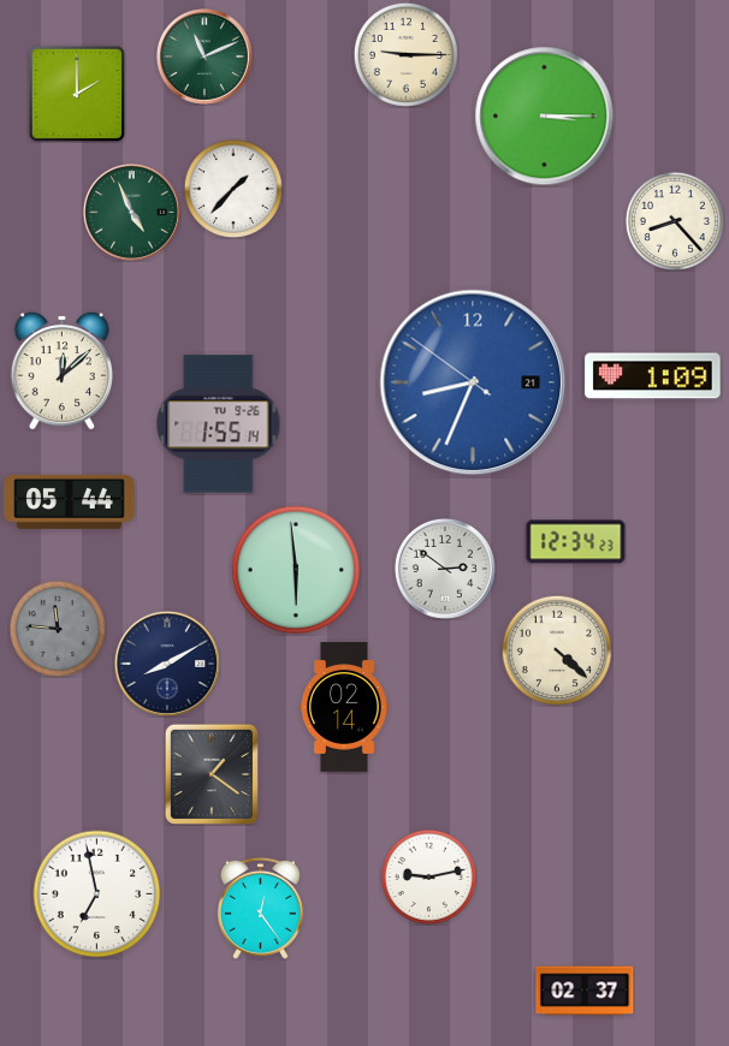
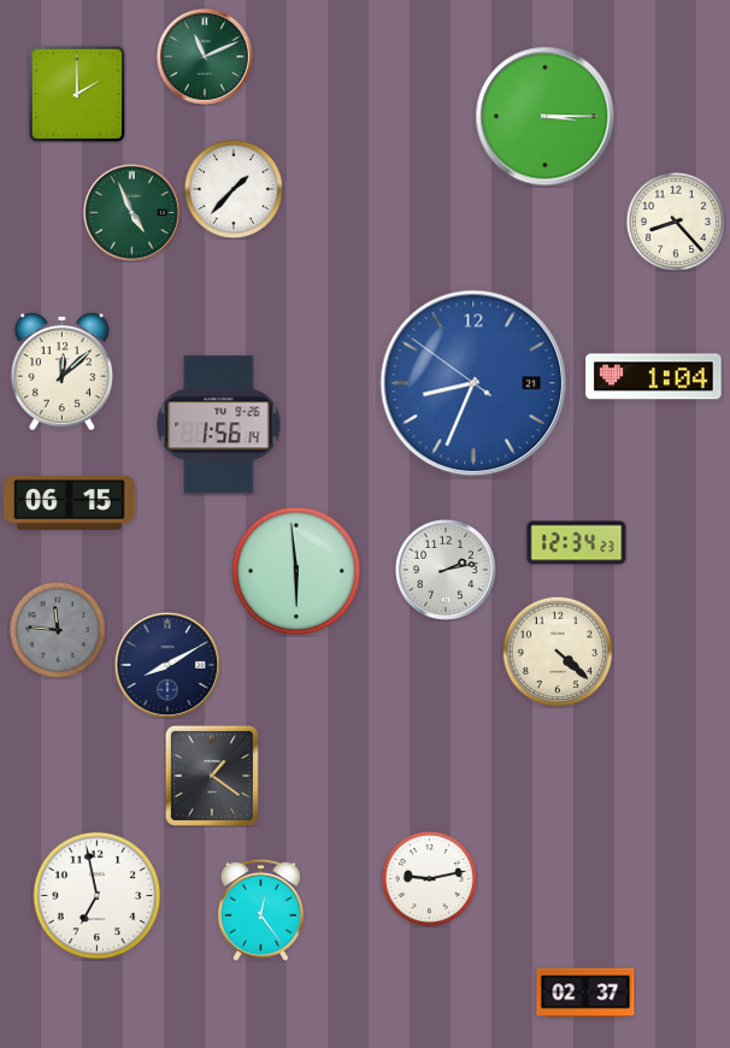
clock at (405, 54): 9:15 -> none
clock at (653, 376): 1:09 -> 1:04
clock at (219, 424): 1:55 -> 1:56
clock at (70, 501): 05:44 -> 06:15
clock at (445, 569): 2:51 -> 2:13
clock at (344, 707): 02:14 -> none
